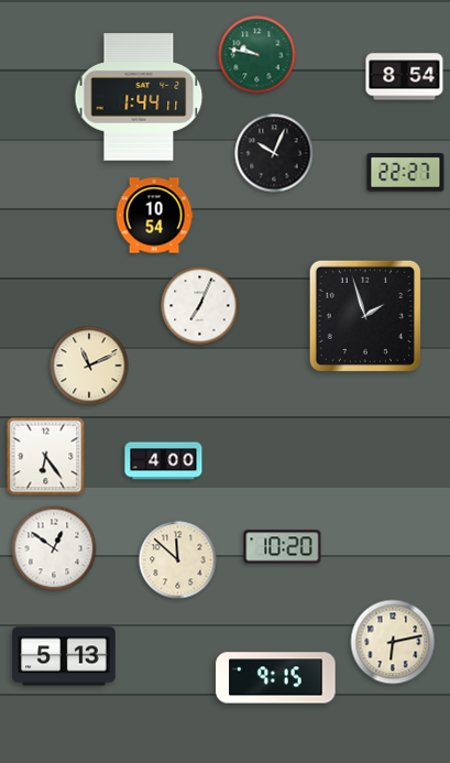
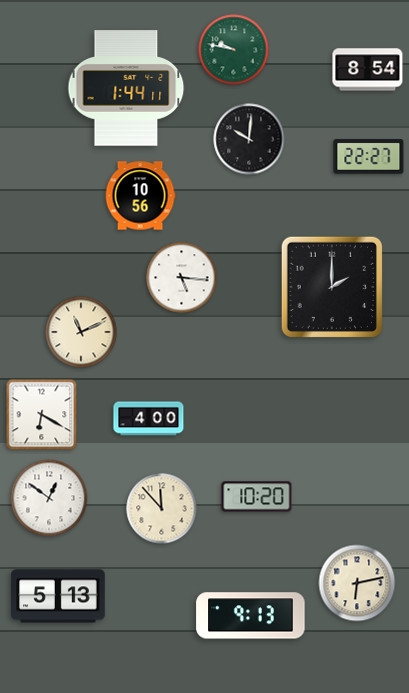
clock at (274, 153): 10:04 -> 10:01
clock at (154, 216): 10:54 -> 10:56
clock at (200, 306): 7:04 -> 5:16
clock at (364, 315): 1:57 -> 2:00
clock at (46, 457): 6:24 -> 6:20
clock at (178, 560): 11:52 -> 11:53
clock at (276, 678): 9:15 -> 9:13
